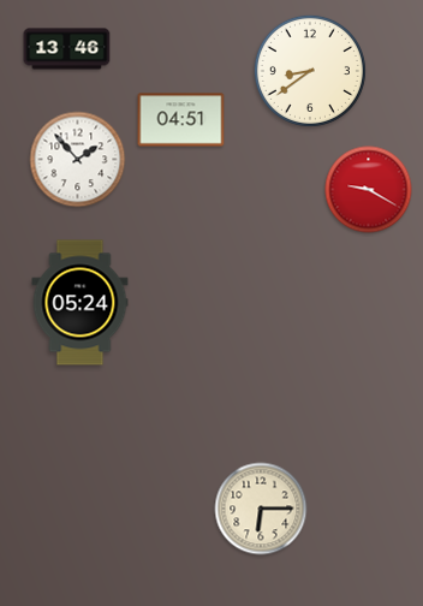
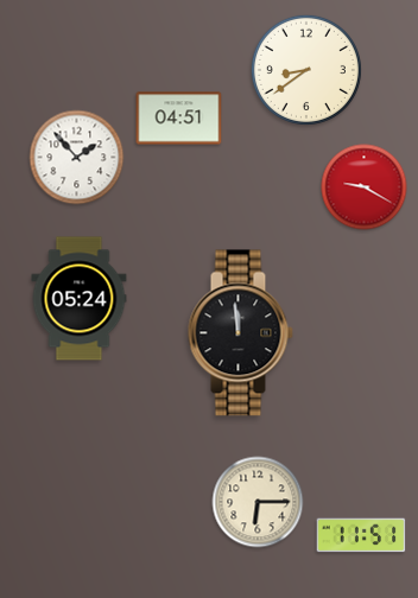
clock at (67, 49): 13:46 -> none
clock at (240, 333): none -> 11:59
clock at (361, 535): none -> 11:51
